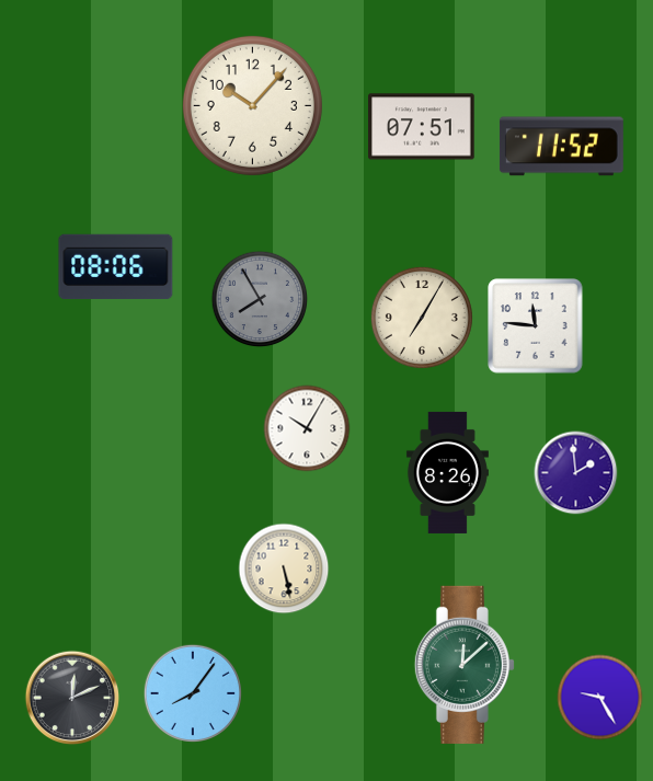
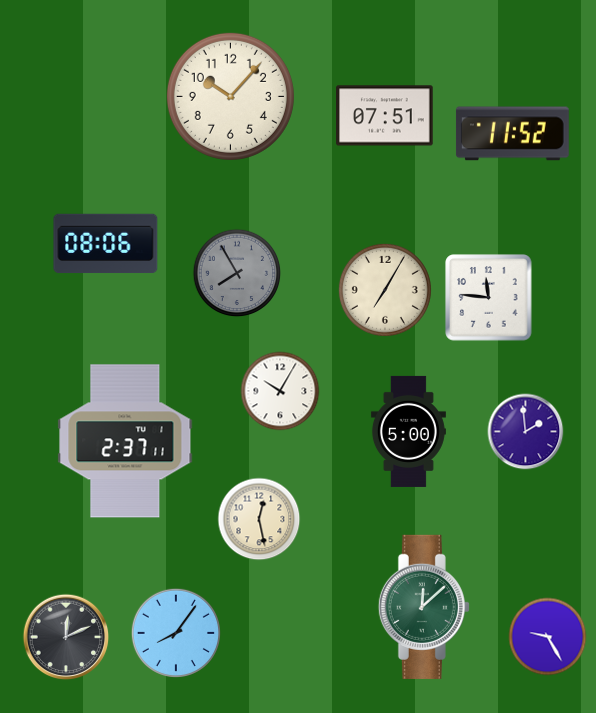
clock at (447, 472): 8:26 -> 5:00
clock at (125, 441): none -> 2:37
clock at (284, 568): 5:28 -> 12:28
